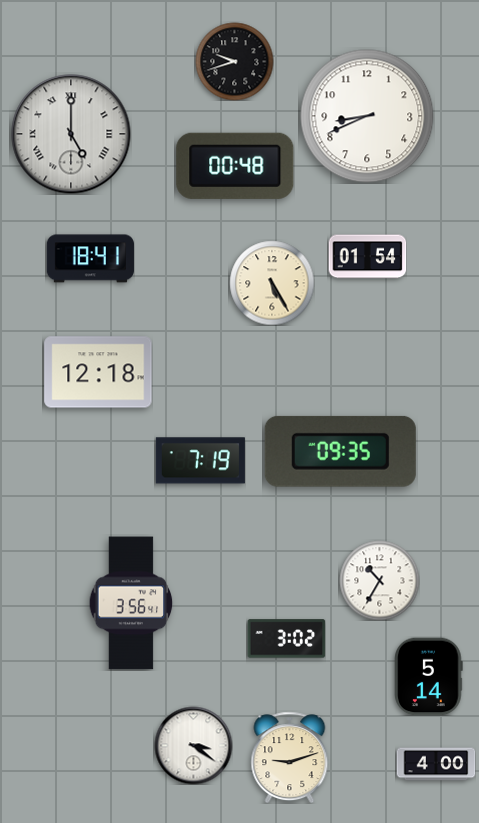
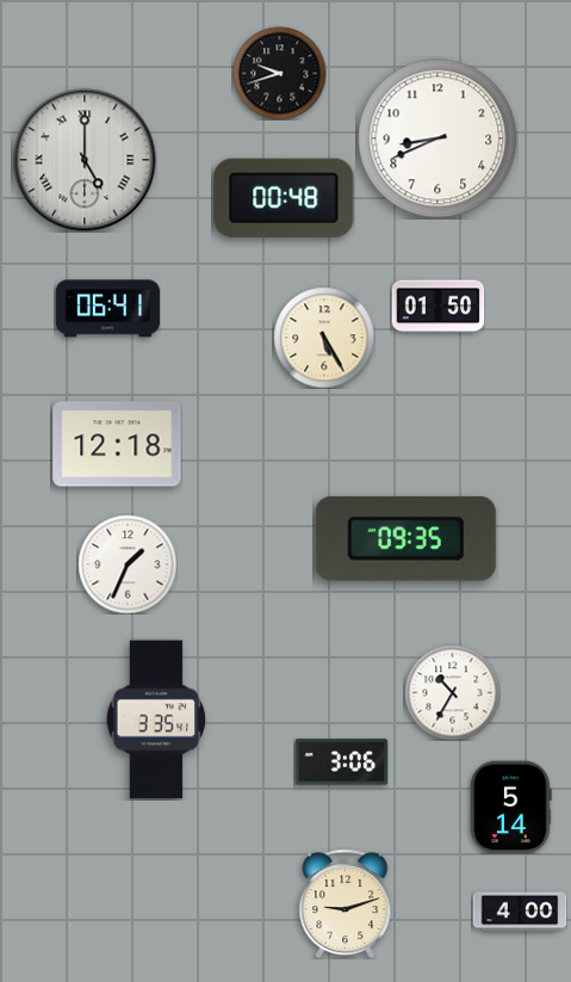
clock at (235, 166) position: (235, 166) -> (284, 198)
clock at (367, 257): 01:54 -> 01:50
clock at (90, 259): 18:41 -> 06:41
clock at (200, 461): 7:19 -> none
clock at (128, 564): none -> 1:34
clock at (131, 603): 3:56 -> 3:35
clock at (286, 639): 3:02 -> 3:06
clock at (193, 745): 3:21 -> none
